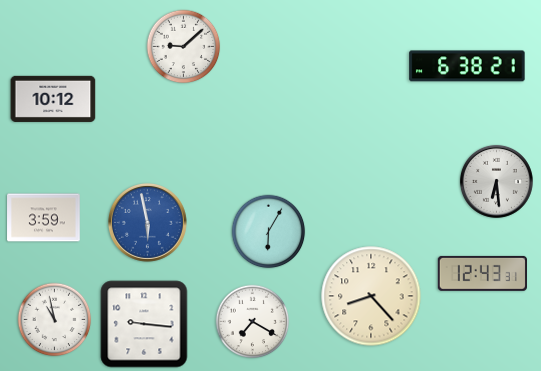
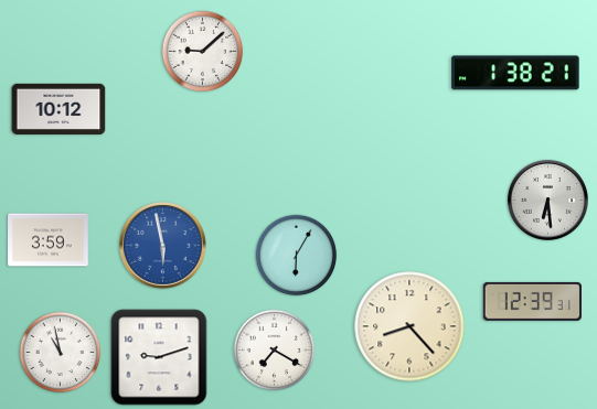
clock at (467, 66): 6:38 -> 1:38
clock at (482, 273): 12:43 -> 12:39
clock at (253, 322) position: (253, 322) -> (275, 351)
clock at (144, 324): 9:16 -> 9:12
